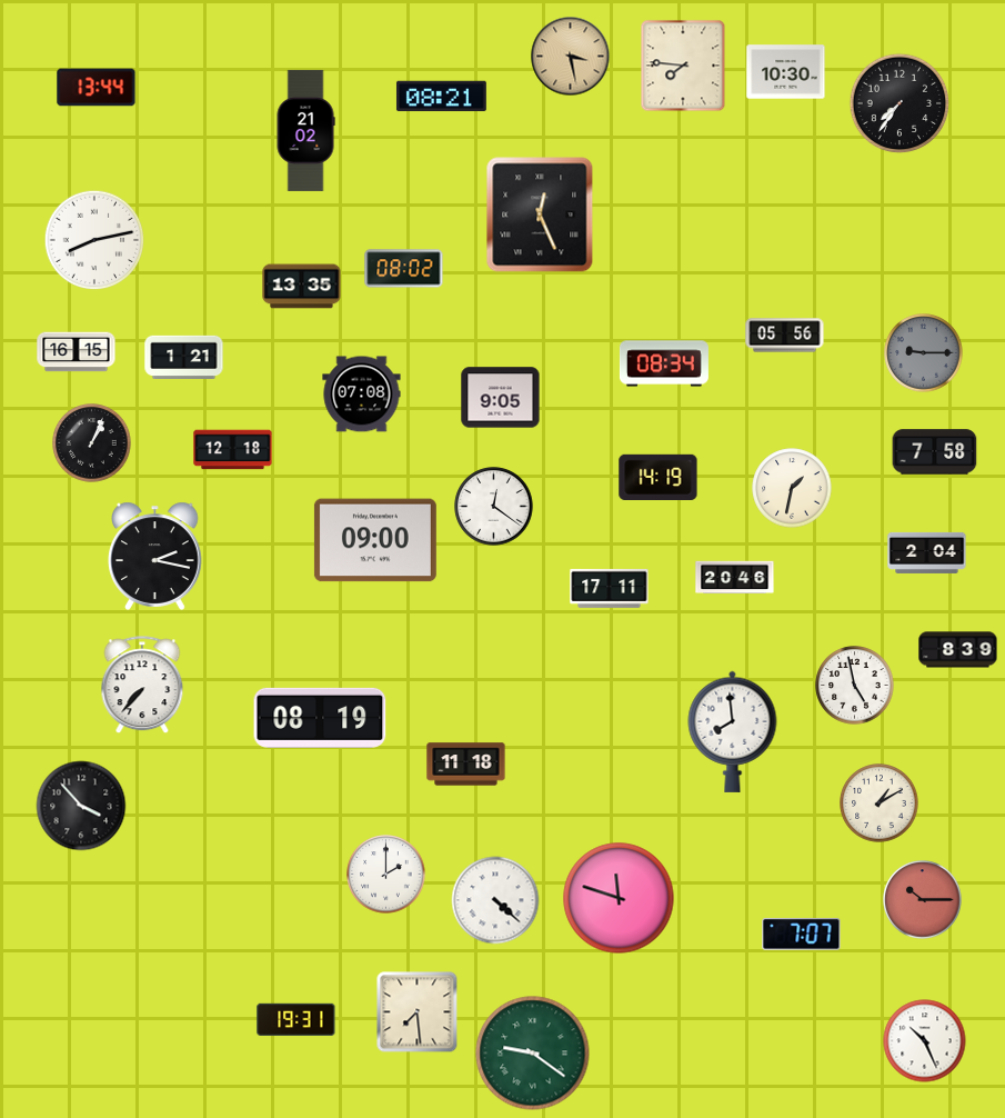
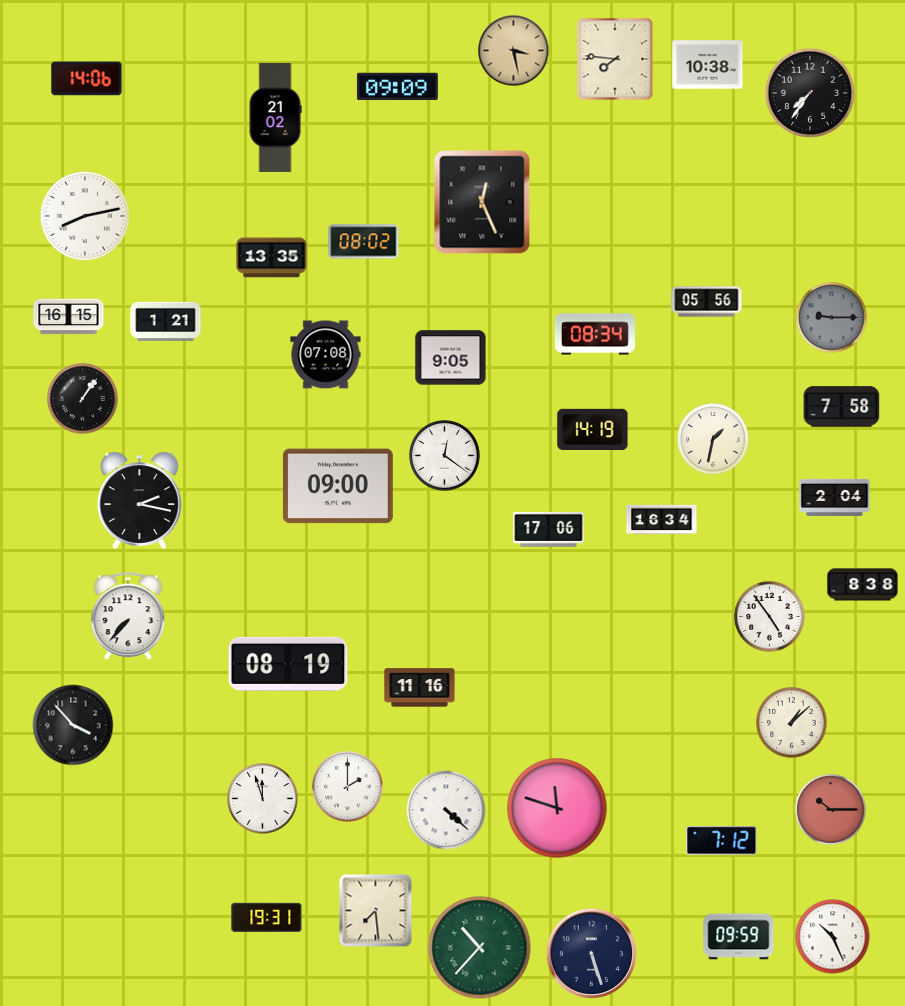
clock at (786, 72): 10:30 -> 10:38
clock at (97, 88): 13:44 -> 14:06
clock at (441, 97): 08:21 -> 09:09
clock at (540, 214) position: (540, 214) -> (482, 202)
clock at (664, 363) position: (664, 363) -> (595, 334)
clock at (92, 443): 1:04 -> 1:06
clock at (233, 450): 12:18 -> none
clock at (735, 578): 20:46 -> 16:34
clock at (610, 588): 17:11 -> 17:06
clock at (958, 650): 8:39 -> 8:38
clock at (855, 686): 4:58 -> 4:54
clock at (320, 718) position: (320, 718) -> (288, 664)
clock at (733, 731): 7:59 -> none
clock at (466, 765): 11:18 -> 11:16
clock at (880, 803): 1:10 -> 1:08
clock at (263, 799): none -> 11:57
clock at (802, 935): 7:07 -> 7:12
clock at (739, 937): none -> 09:59
clock at (533, 1054): 9:21 -> 10:37
clock at (592, 953): none -> 5:27
